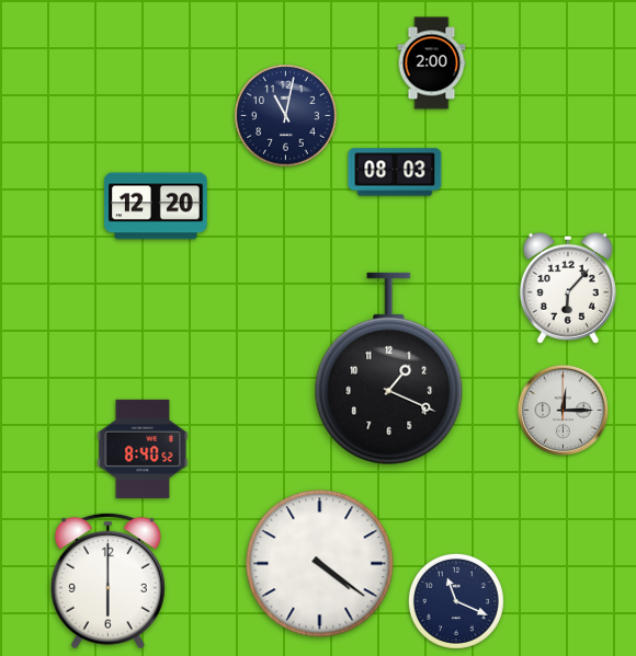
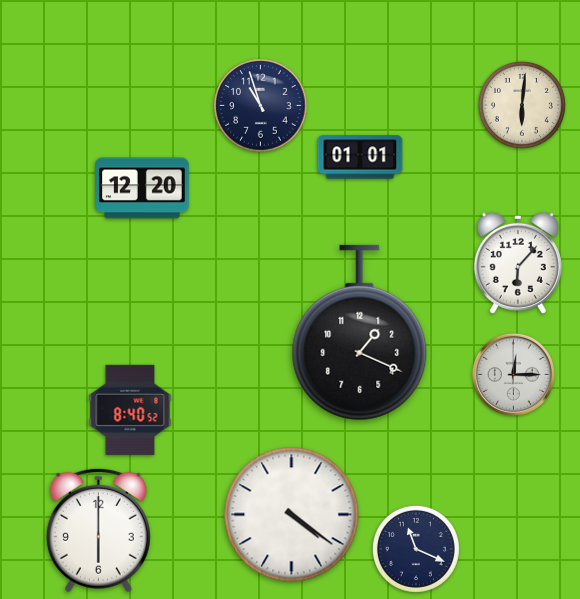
clock at (432, 64): 2:00 -> none
clock at (522, 105): none -> 6:01
clock at (286, 116): 11:02 -> 10:57
clock at (395, 172): 08:03 -> 01:01
clock at (389, 369) position: (389, 369) -> (360, 333)
